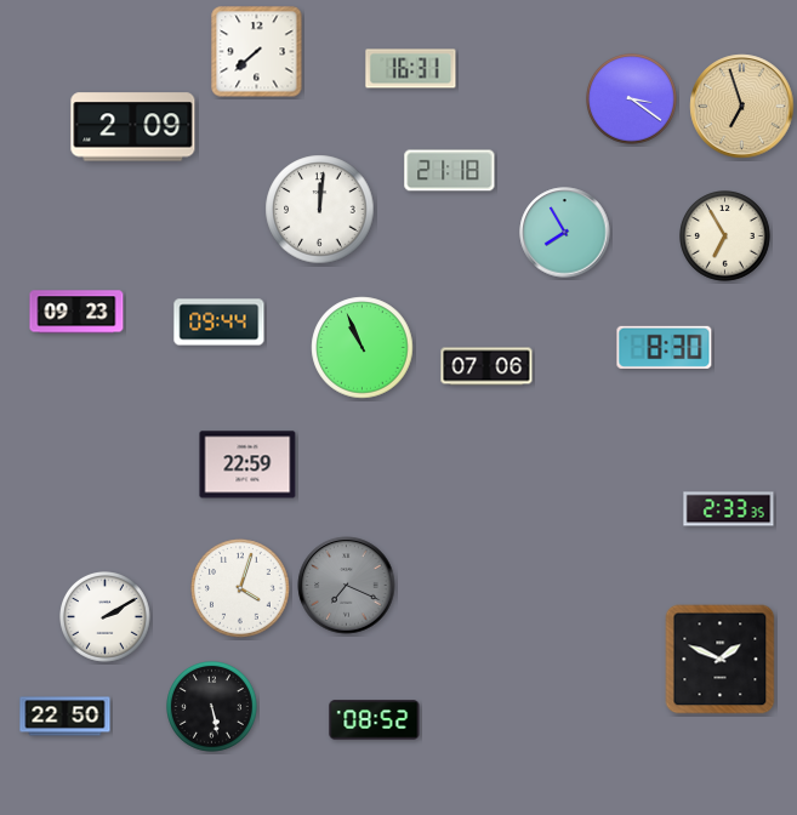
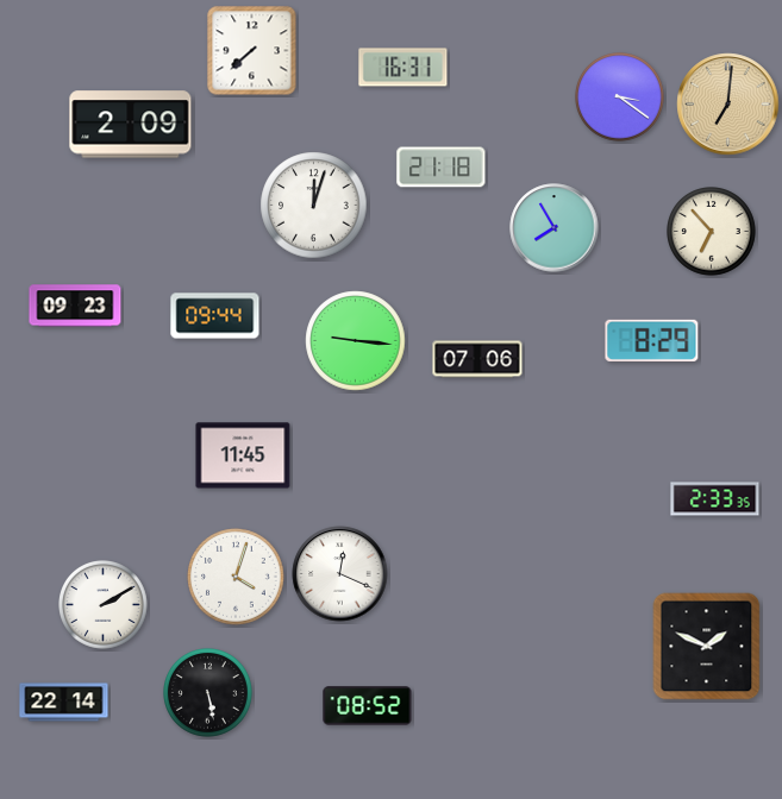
clock at (742, 107): 6:57 -> 7:01
clock at (320, 210): 12:01 -> 12:03
clock at (725, 236): 6:55 -> 6:53
clock at (665, 347): 8:30 -> 8:29
clock at (363, 348): 10:56 -> 9:16
clock at (247, 465): 22:59 -> 11:45
clock at (347, 586): 7:19 -> 12:19
clock at (347, 586) dial: grey -> white
clock at (66, 717): 22:50 -> 22:14
